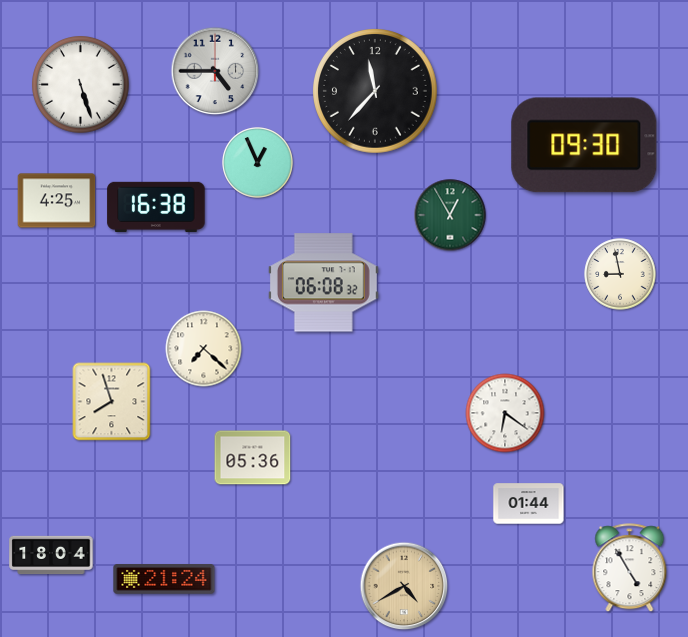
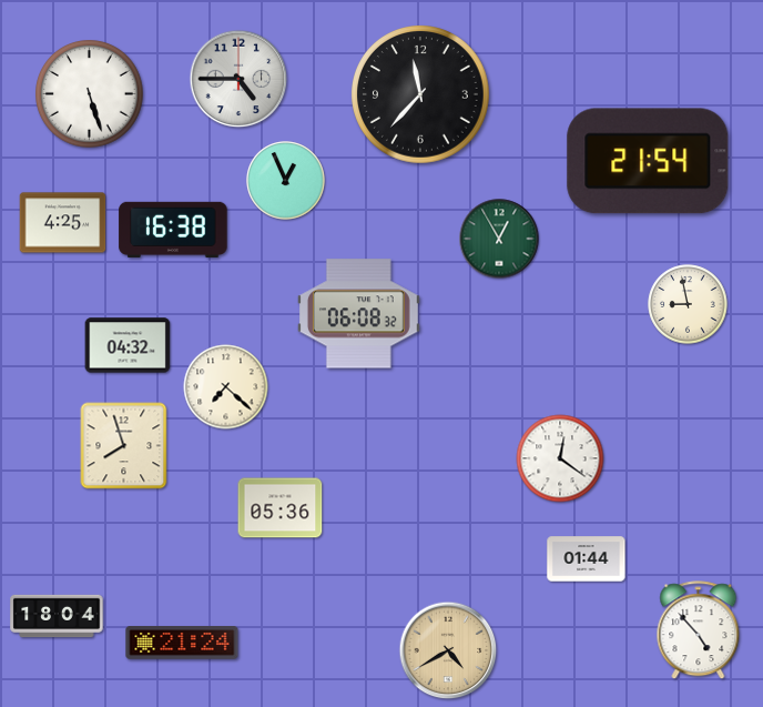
clock at (376, 92) position: (376, 92) -> (421, 95)
clock at (584, 145): 09:30 -> 21:54
clock at (128, 345): none -> 04:32
clock at (505, 413): 6:21 -> 12:21
clock at (630, 568): 4:55 -> 4:53
